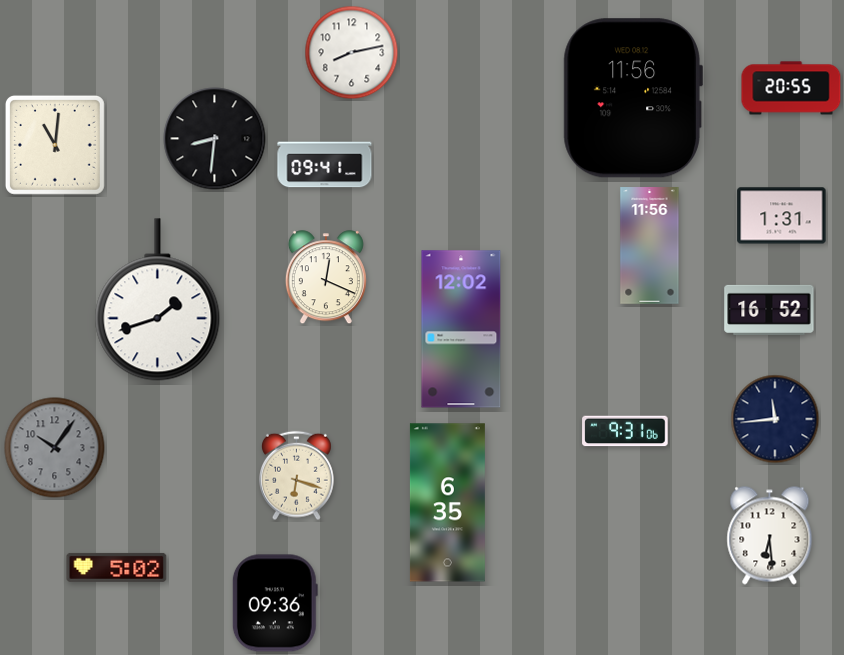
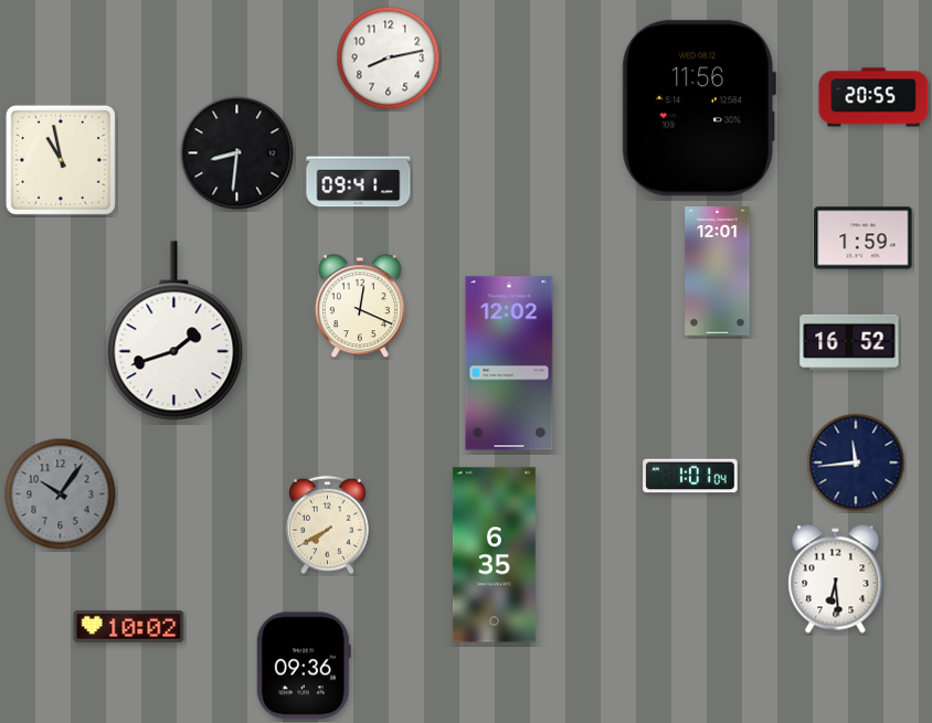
clock at (55, 145): 11:01 -> 10:58
clock at (782, 216): 1:31 -> 1:59
clock at (650, 246): 11:56 -> 12:01
clock at (625, 431): 9:31 -> 1:01
clock at (297, 476): 6:18 -> 7:40
clock at (770, 536) position: (770, 536) -> (836, 580)
clock at (117, 567): 5:02 -> 10:02
